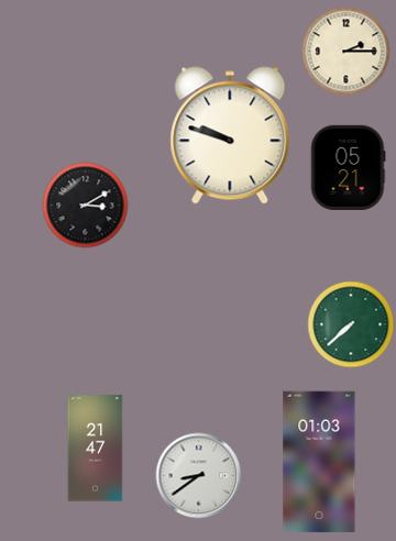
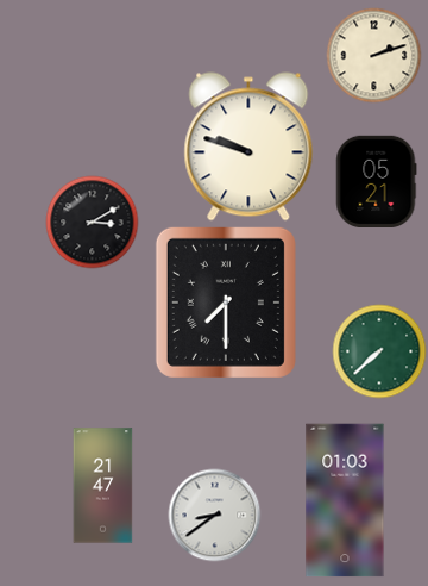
clock at (345, 51): 2:15 -> 2:12
clock at (226, 303): none -> 7:30
